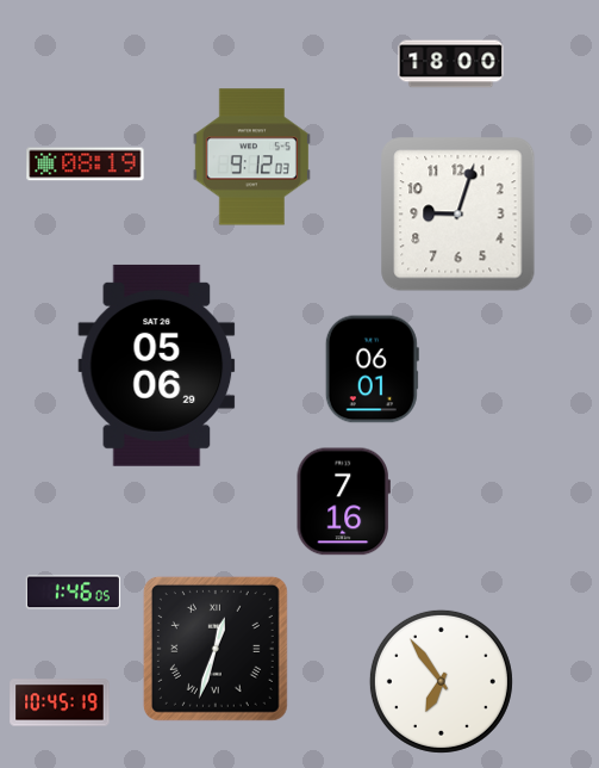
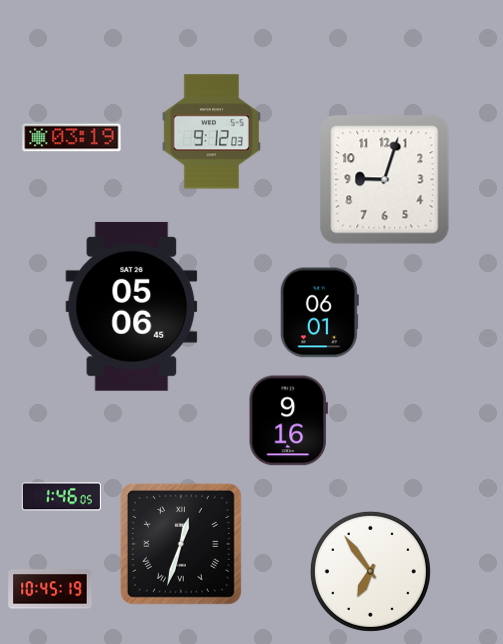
clock at (451, 64): 18:00 -> none
clock at (86, 165): 08:19 -> 03:19
clock at (157, 365): 05:06:29 -> 05:06:45
clock at (372, 370) position: (372, 370) -> (319, 313)
clock at (343, 502): 7:16 -> 9:16
